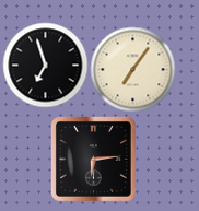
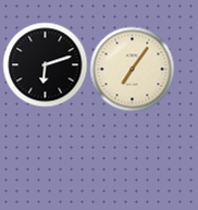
clock at (45, 65): 6:57 -> 6:12
clock at (93, 159): 6:14 -> none
